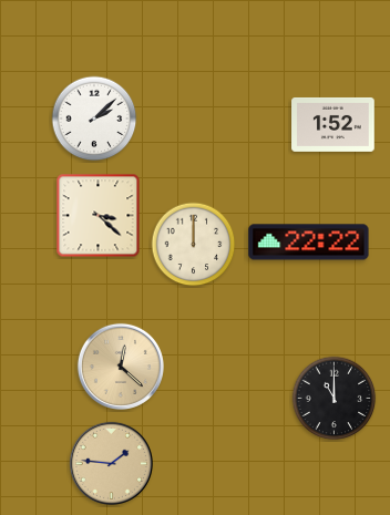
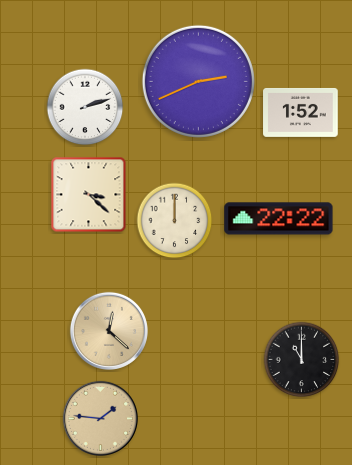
clock at (198, 81): none -> 2:41
clock at (94, 119): 2:08 -> 2:12
